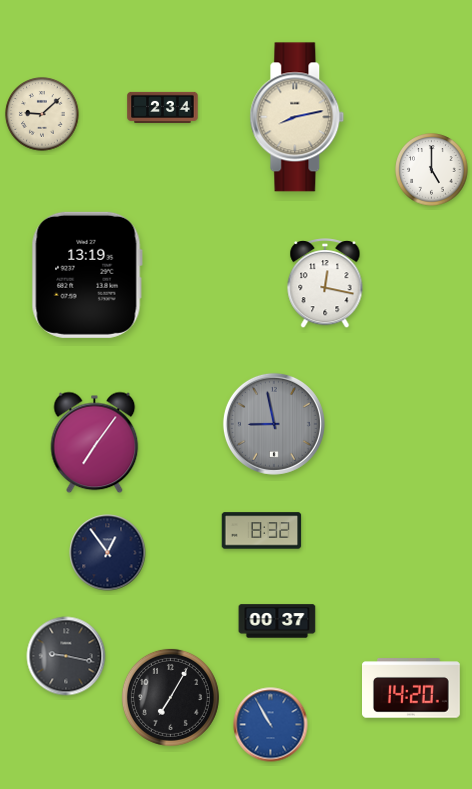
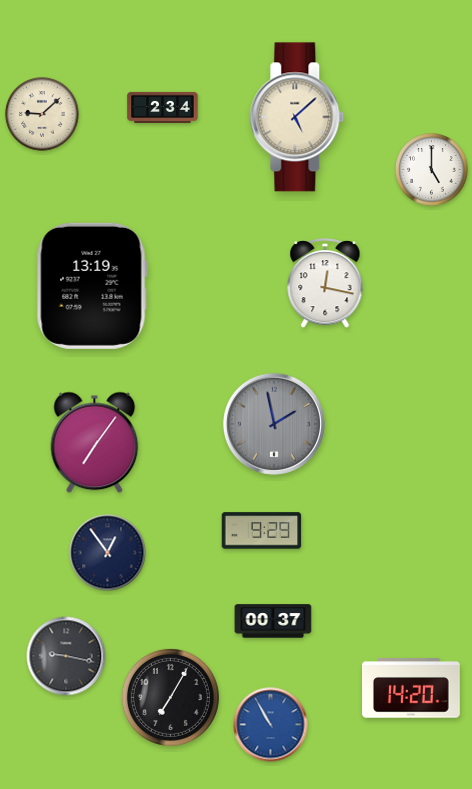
clock at (297, 117): 8:13 -> 5:08
clock at (87, 275) position: (87, 275) -> (92, 286)
clock at (274, 424): 8:58 -> 1:58
clock at (262, 531): 8:32 -> 9:29
clock at (277, 621) position: (277, 621) -> (273, 621)
